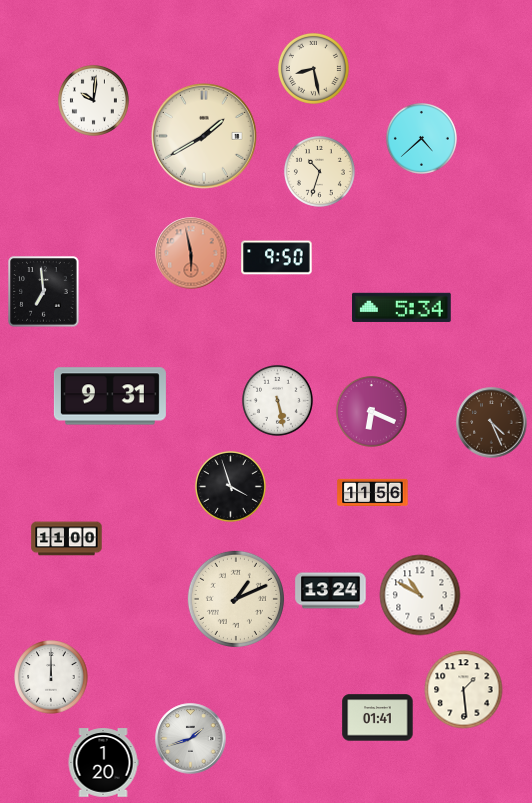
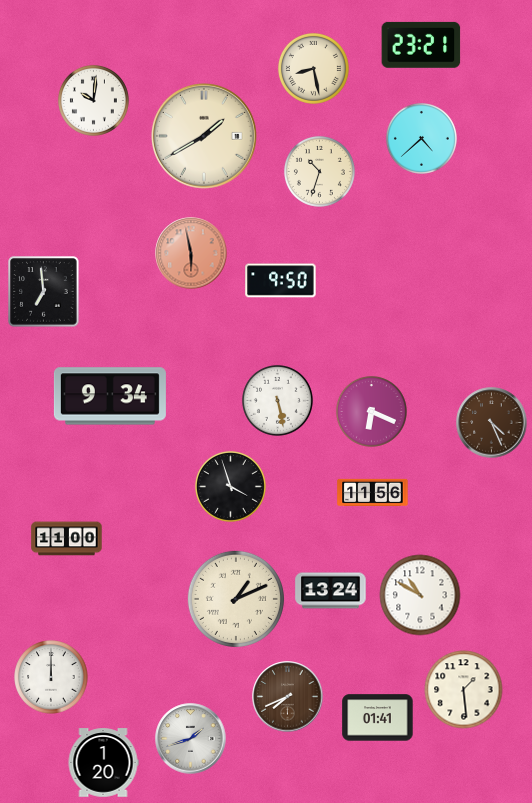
clock at (421, 45): none -> 23:21
clock at (277, 258) position: (277, 258) -> (281, 281)
clock at (402, 307): 5:34 -> none
clock at (110, 396): 9:31 -> 9:34
clock at (288, 697): none -> 7:41
